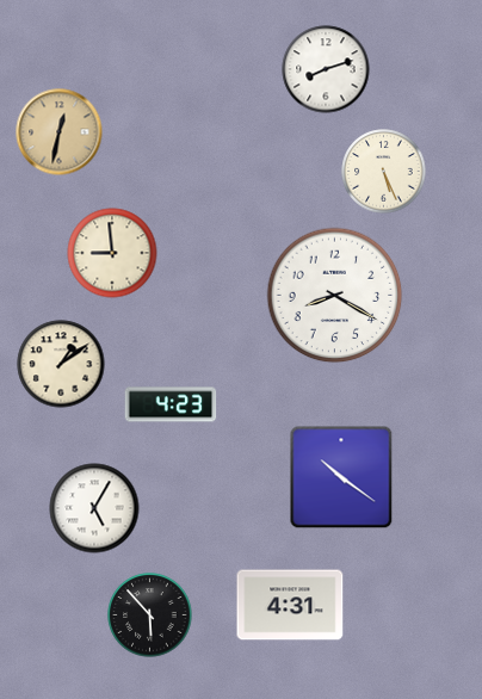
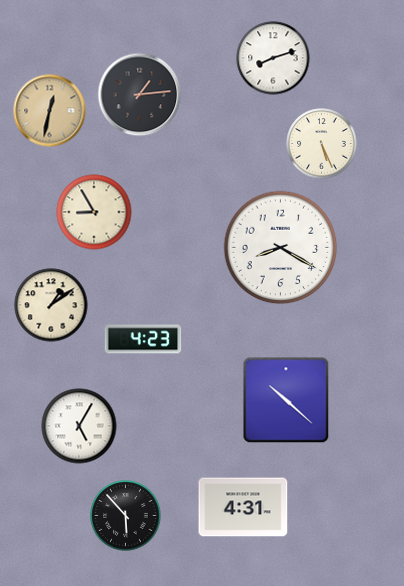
clock at (140, 95): none -> 1:14
clock at (112, 253): 8:59 -> 8:55
clock at (341, 477): 10:21 -> 10:22
